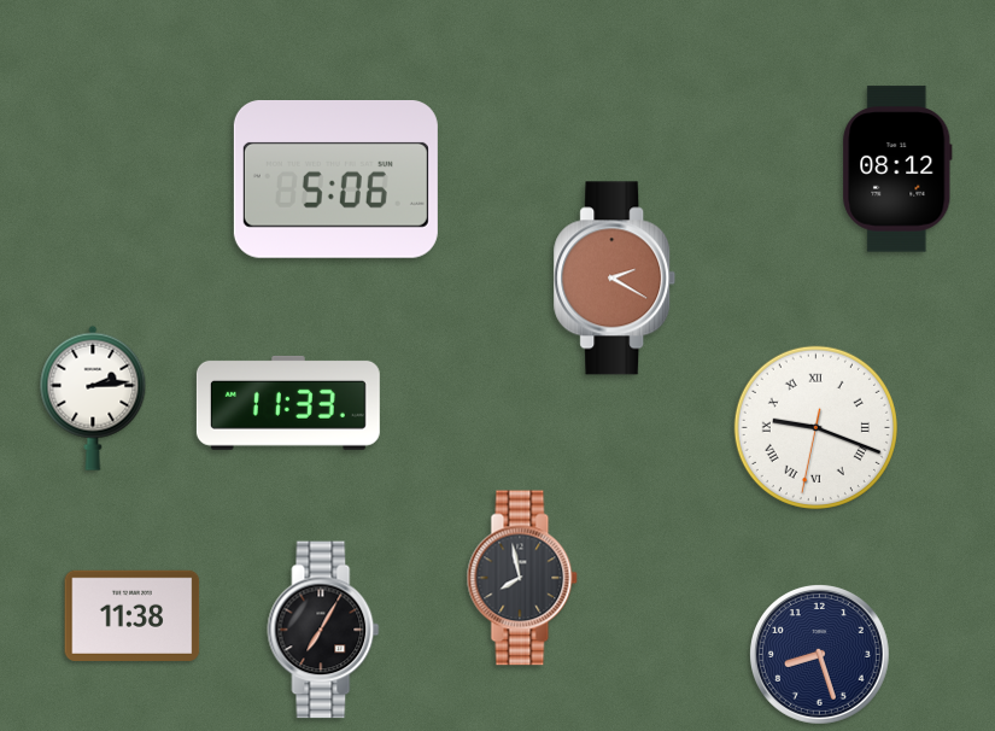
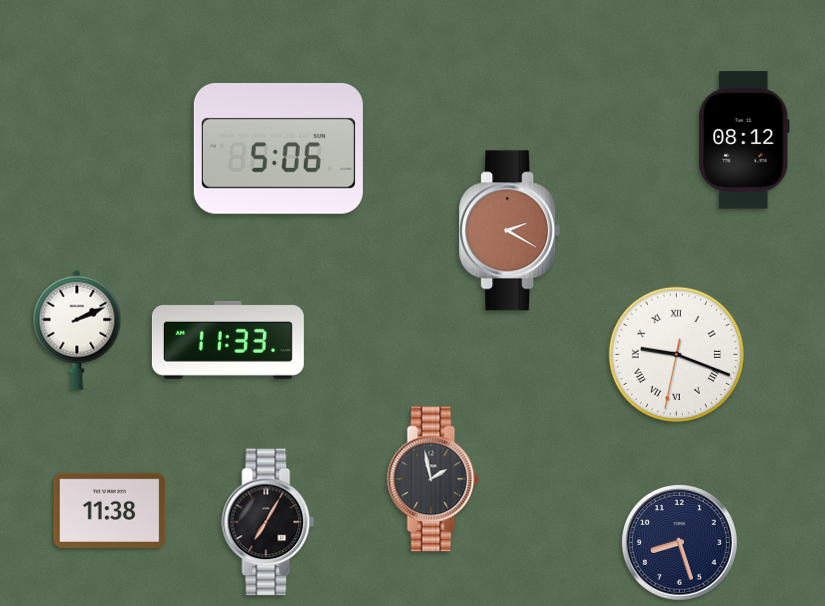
clock at (93, 398): 2:14 -> 2:11
clock at (288, 403) position: (288, 403) -> (228, 340)
clock at (522, 578): 7:58 -> 1:58
